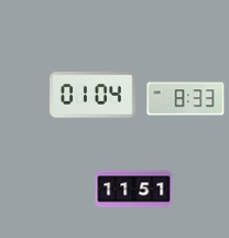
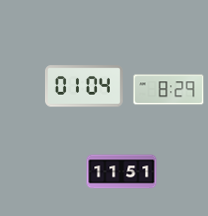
clock at (186, 99): 8:33 -> 8:29
